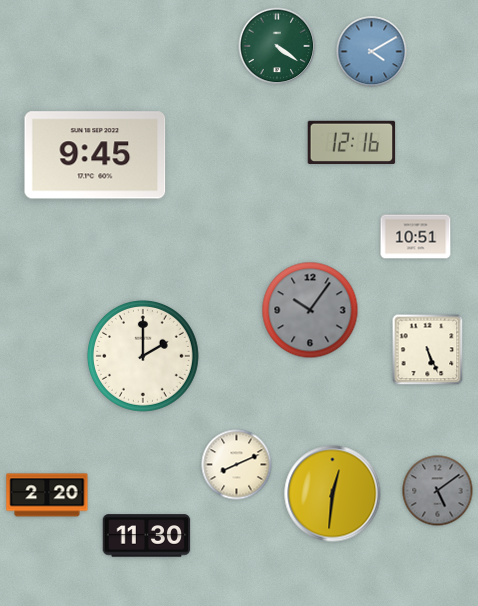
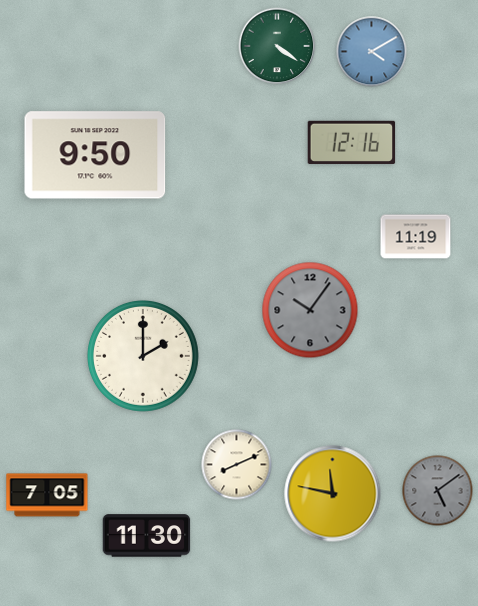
clock at (95, 155): 9:45 -> 9:50
clock at (416, 237): 10:51 -> 11:19
clock at (428, 350): 5:26 -> none
clock at (333, 494): 12:31 -> 11:47
clock at (47, 495): 2:20 -> 7:05
